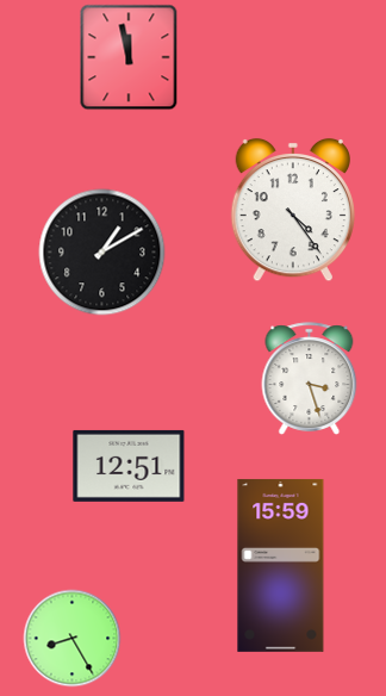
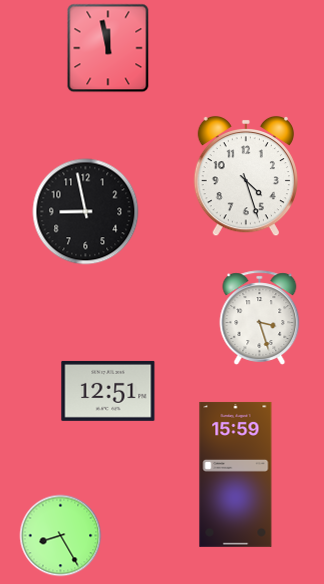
clock at (292, 210): 4:24 -> 4:27
clock at (102, 253): 1:10 -> 8:58
